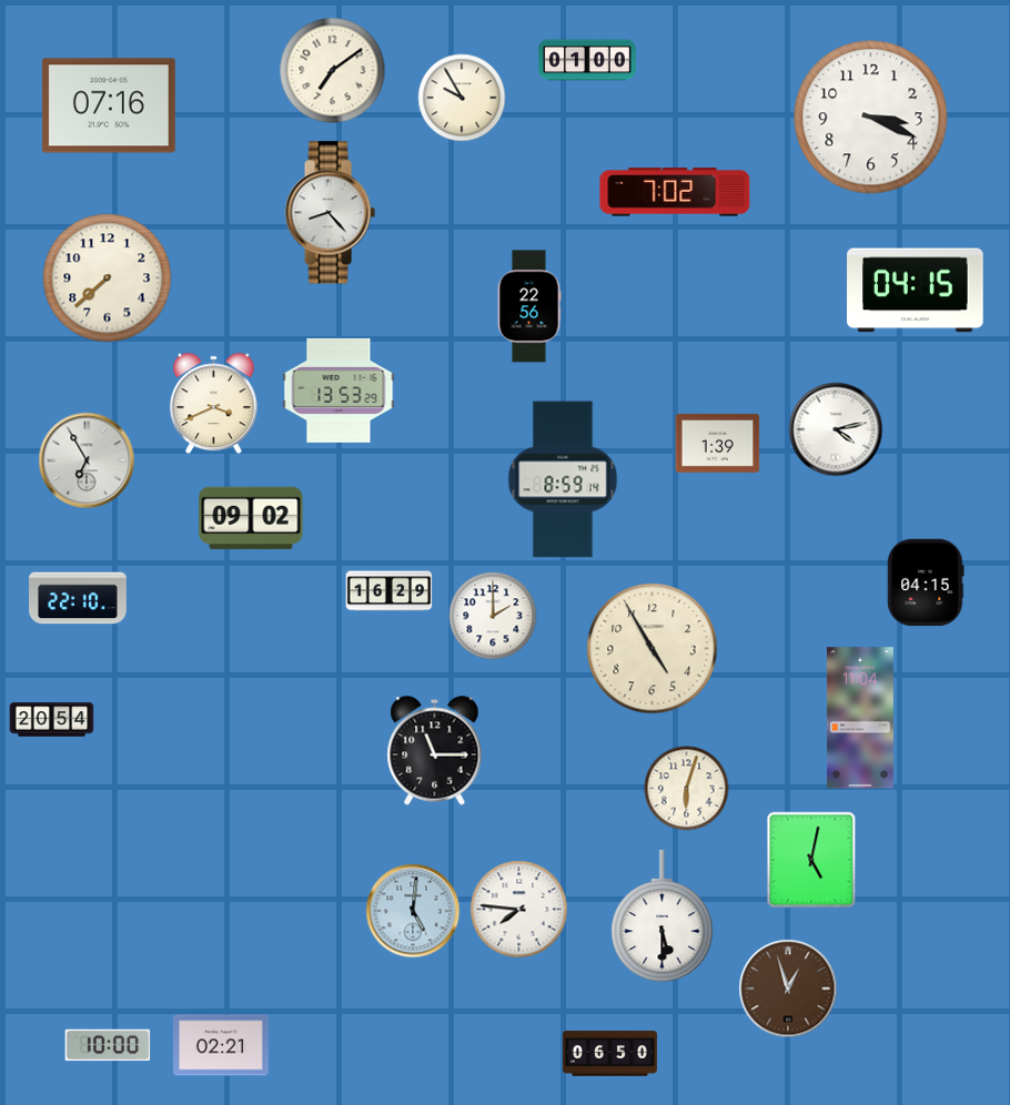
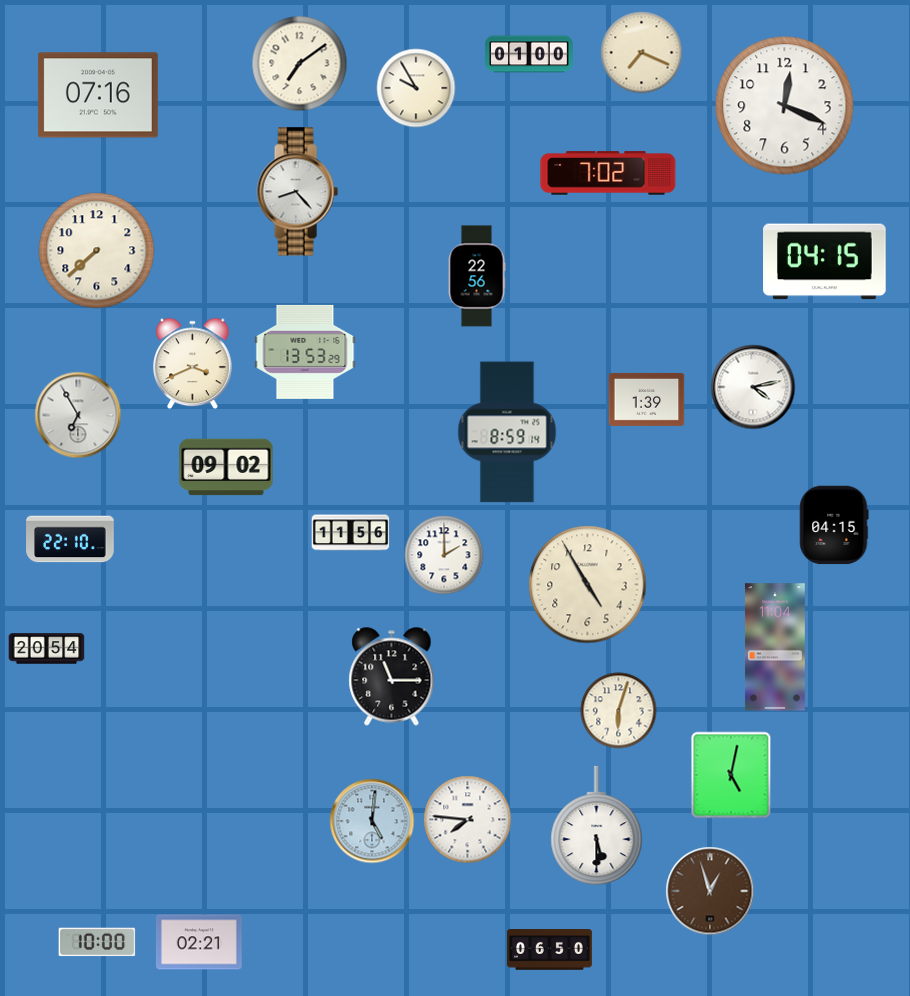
clock at (642, 53): none -> 7:19
clock at (871, 118): 3:19 -> 12:19
clock at (390, 591): 16:29 -> 11:56
